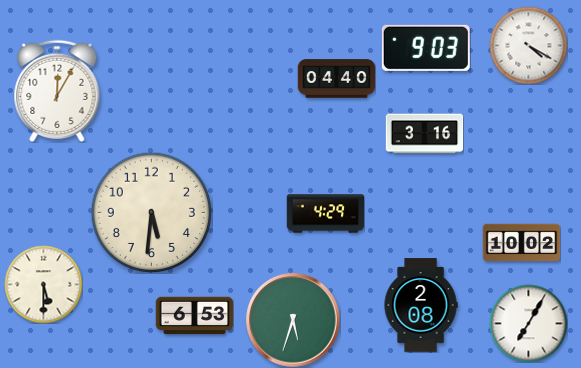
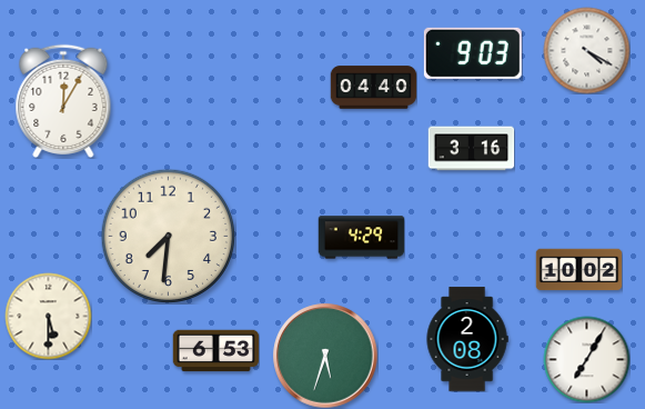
clock at (151, 212): 5:31 -> 7:31
